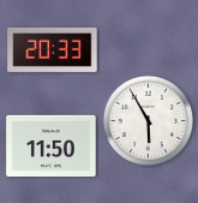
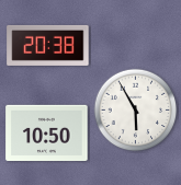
clock at (53, 49): 20:33 -> 20:38
clock at (52, 145): 11:50 -> 10:50
